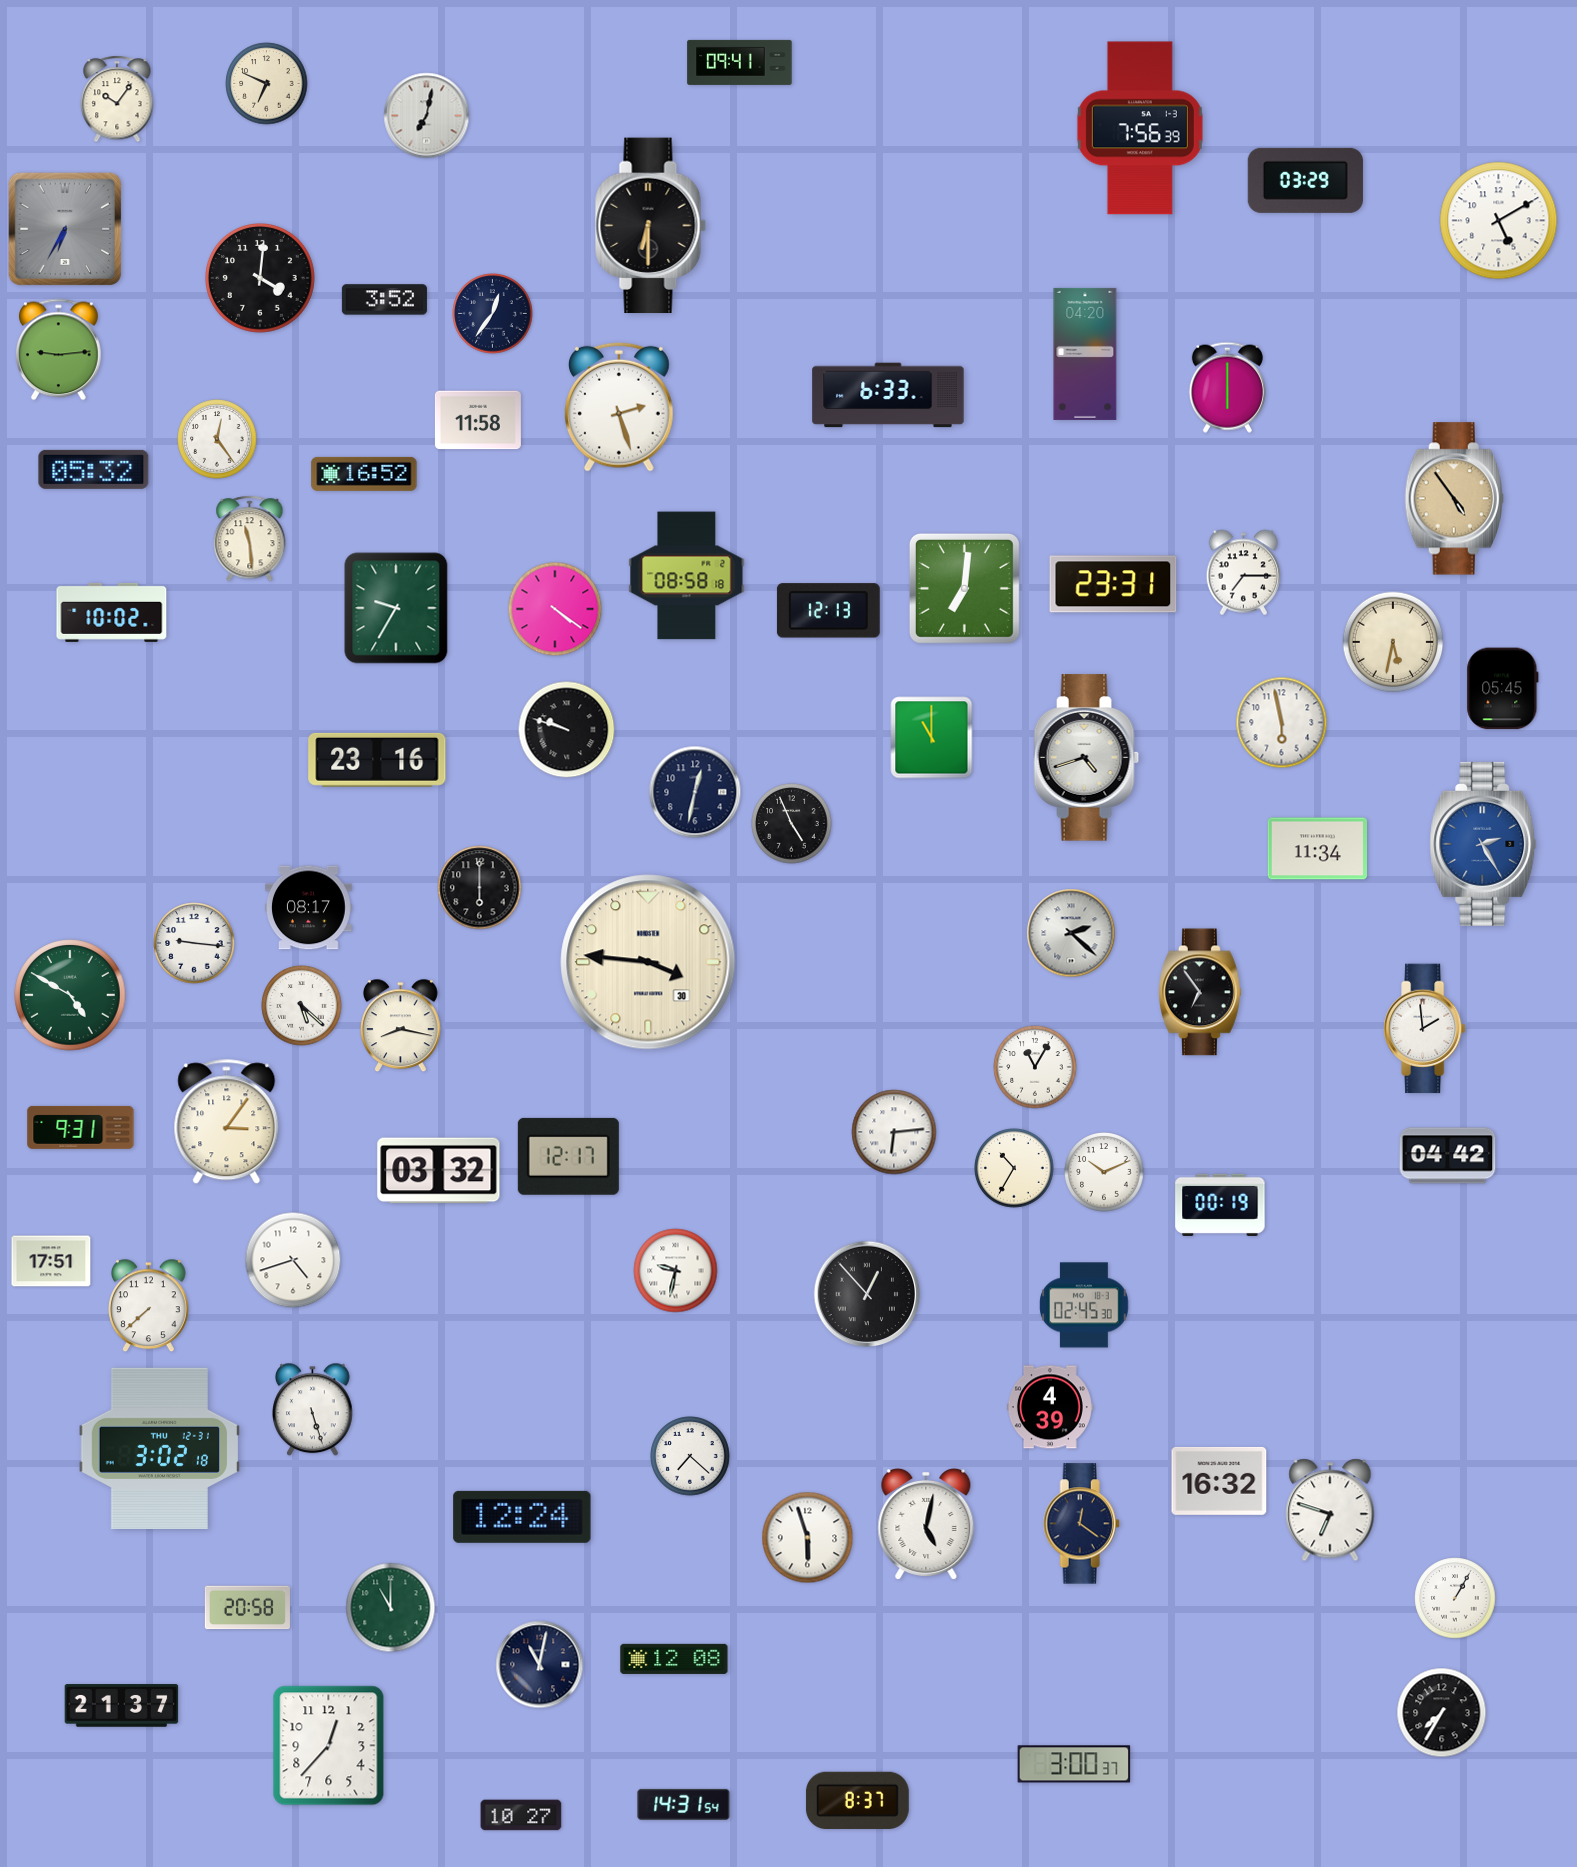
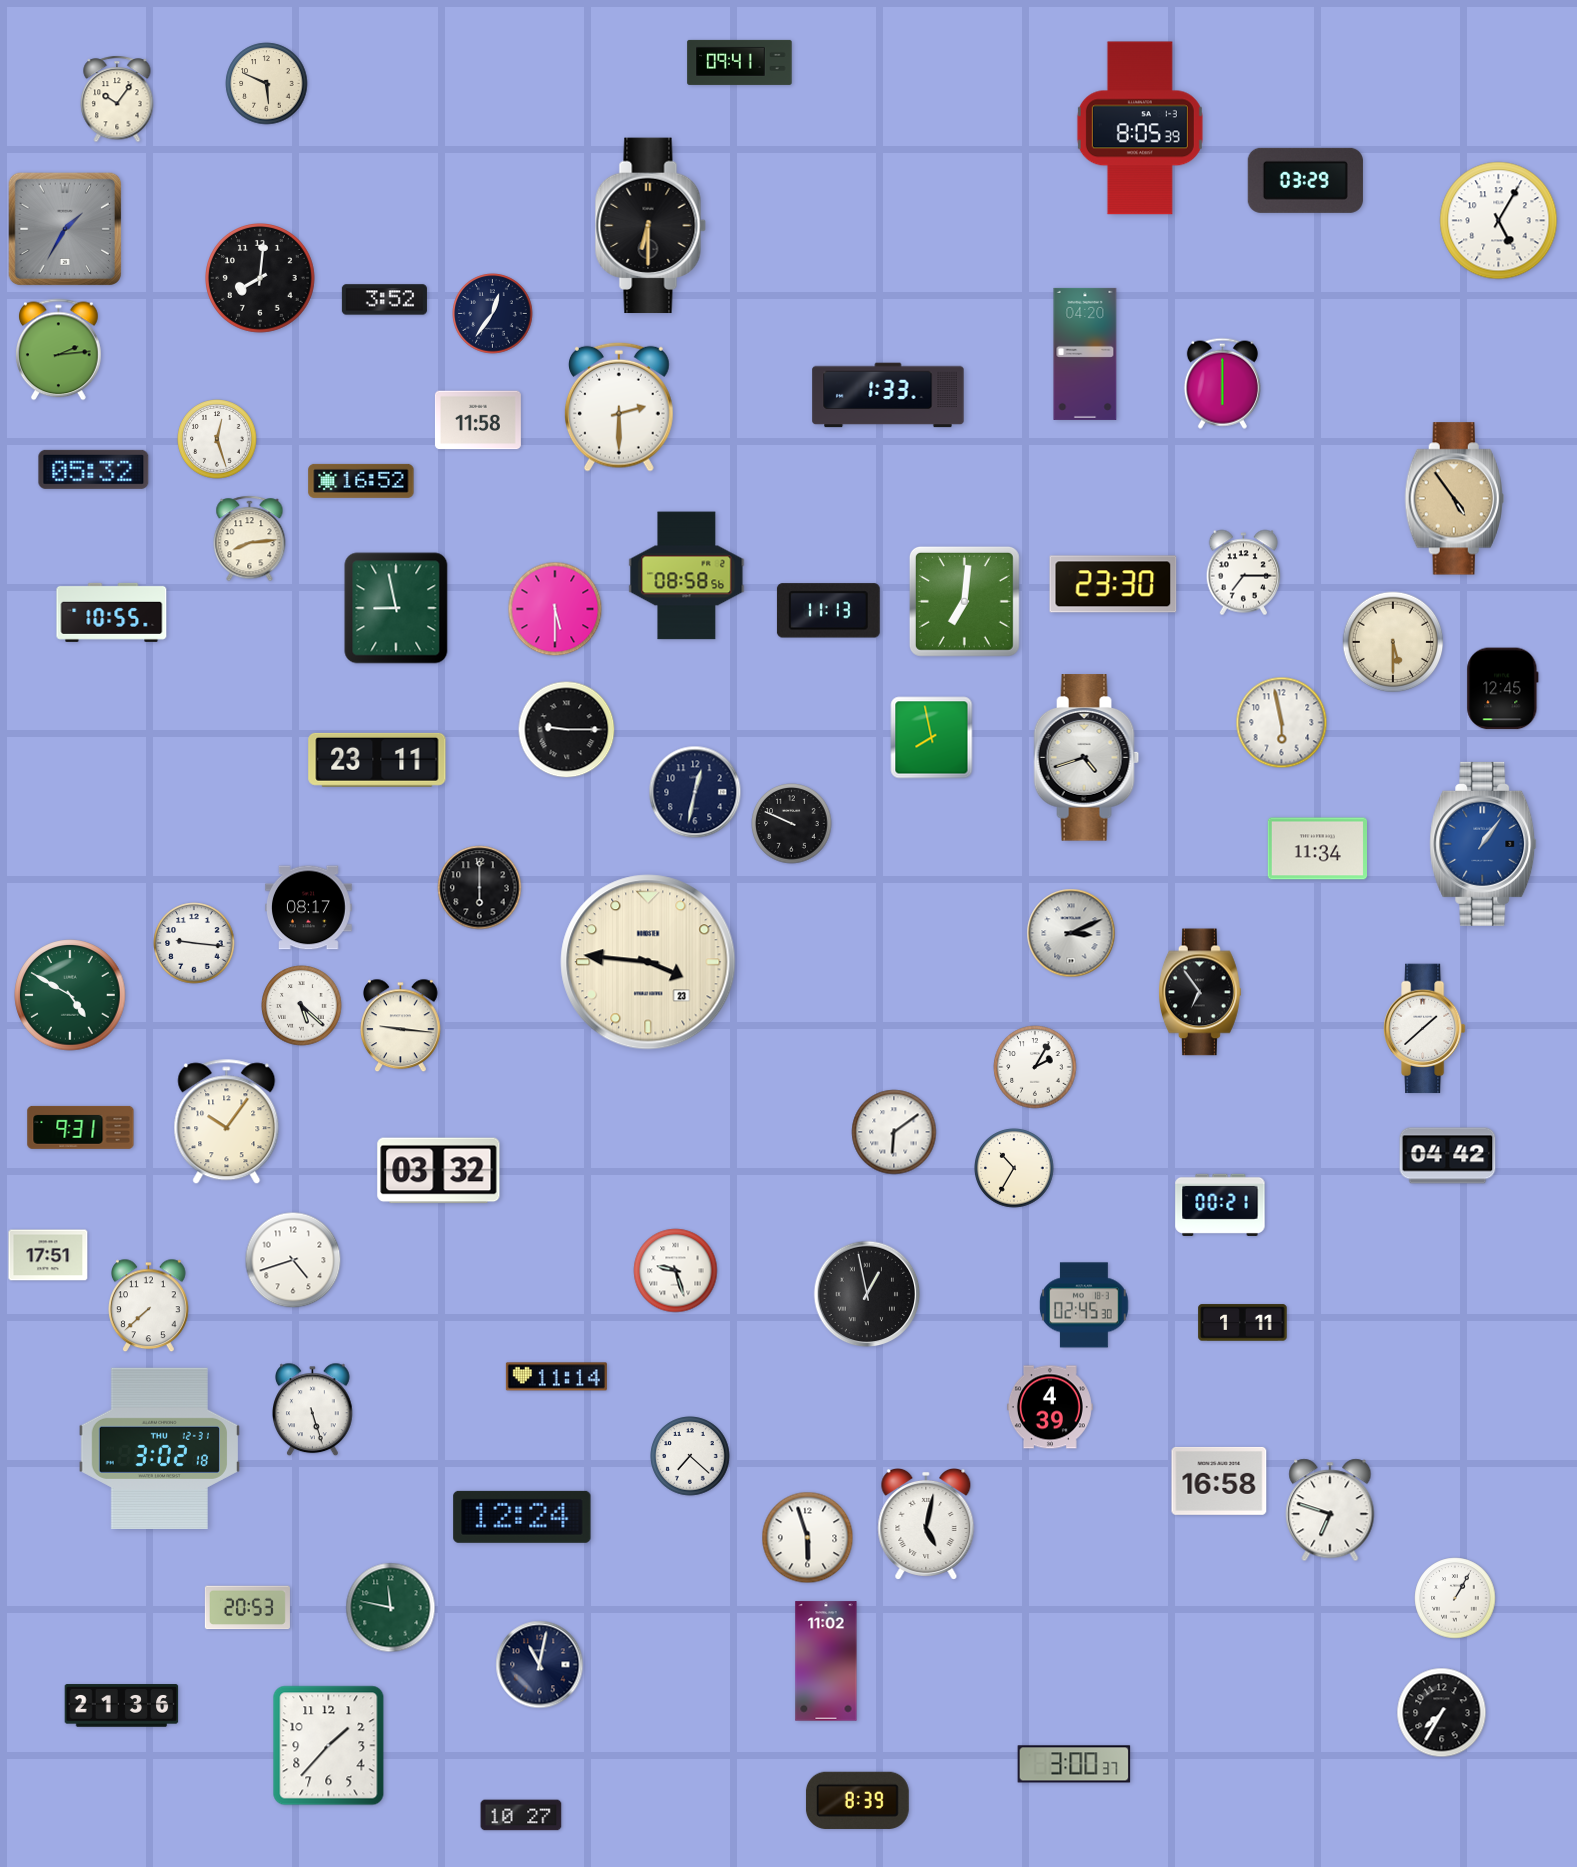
clock at (267, 84): 6:49 -> 5:49
clock at (427, 116): 7:02 -> none
clock at (1140, 128): 7:56 -> 8:05
clock at (1499, 221): 5:10 -> 5:05
clock at (64, 228): 6:35 -> 1:35
clock at (261, 279): 4:01 -> 8:01
clock at (59, 350): 9:14 -> 2:14
clock at (1227, 387) position: (1227, 387) -> (1222, 383)
clock at (888, 395): 6:33 -> 1:33
clock at (619, 407): 2:27 -> 2:30
clock at (217, 439): 12:24 -> 12:27
clock at (364, 474) position: (364, 474) -> (361, 481)
clock at (250, 539): 11:29 -> 8:14
clock at (687, 576): 08:58:18 -> 08:58:56
clock at (1113, 584): 23:31 -> 23:30
clock at (964, 588) position: (964, 588) -> (964, 601)
clock at (396, 608): 9:35 -> 8:58
clock at (555, 609): 4:21 -> 5:30
clock at (828, 611): 12:13 -> 11:13
clock at (112, 612): 10:02 -> 10:55
clock at (1393, 642): 5:32 -> 5:30
clock at (1503, 689): 05:45 -> 12:45
clock at (567, 730): 9:48 -> 9:15
clock at (932, 738): 11:00 -> 7:58
clock at (377, 760): 23:16 -> 23:11
clock at (792, 824): 4:56 -> 9:49
clock at (1483, 844): 2:25 -> 1:06
clock at (1071, 933): 2:22 -> 3:11
clock at (648, 962) date: 30 -> 23
clock at (401, 1026): 8:17 -> 9:16
clock at (1425, 1029): 1:59 -> 1:38
clock at (1035, 1067): 11:05 -> 2:05
clock at (227, 1122): 3:06 -> 10:06
clock at (894, 1132): 6:14 -> 6:09
clock at (568, 1156): 12:17 -> none
clock at (1104, 1172): 10:11 -> none
clock at (1220, 1205): 00:19 -> 00:21
clock at (51, 1261) position: (51, 1261) -> (48, 1255)
clock at (676, 1271): 9:32 -> 9:27
clock at (867, 1294): 12:53 -> 12:58
clock at (1243, 1323): none -> 1:11
clock at (556, 1377): none -> 11:14
clock at (1219, 1481): 16:32 -> 16:58
clock at (1081, 1524): 12:21 -> none
clock at (247, 1608): 20:58 -> 20:53
clock at (391, 1608): 11:00 -> 11:47
clock at (674, 1659): 12:08 -> none
clock at (826, 1661): none -> 11:02
clock at (122, 1706): 21:37 -> 21:36
clock at (329, 1746): 12:37 -> 1:37
clock at (857, 1800): 8:37 -> 8:39
clock at (684, 1804): 14:31 -> none
